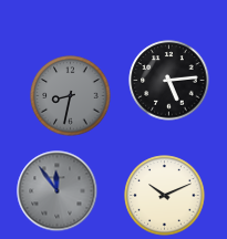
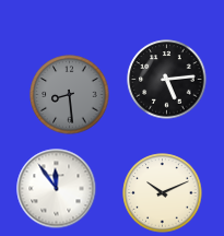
clock at (71, 96): 8:32 -> 8:29
clock at (58, 191) dial: grey -> white
